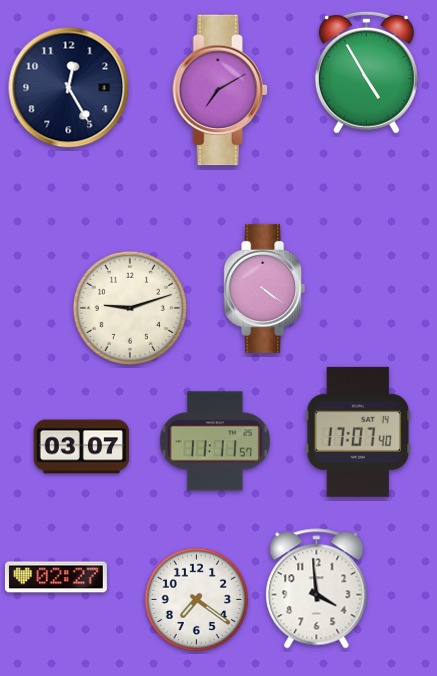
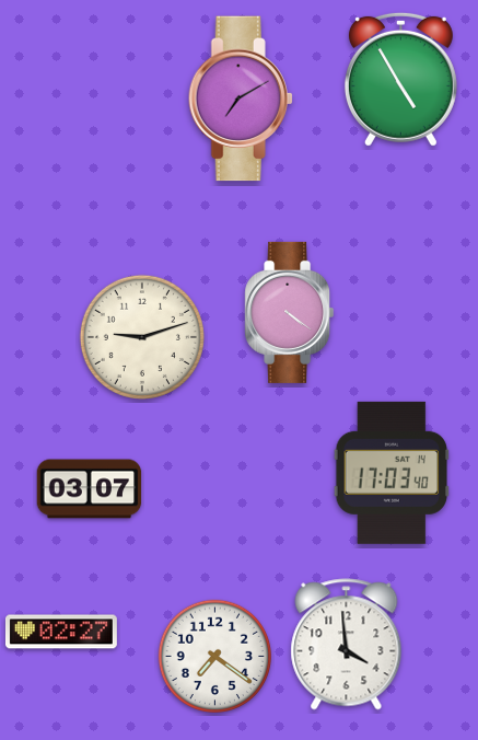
clock at (69, 88): 12:25 -> none
clock at (265, 288) position: (265, 288) -> (290, 312)
clock at (357, 432): 17:07 -> 17:03
clock at (215, 441): 11:11 -> none
